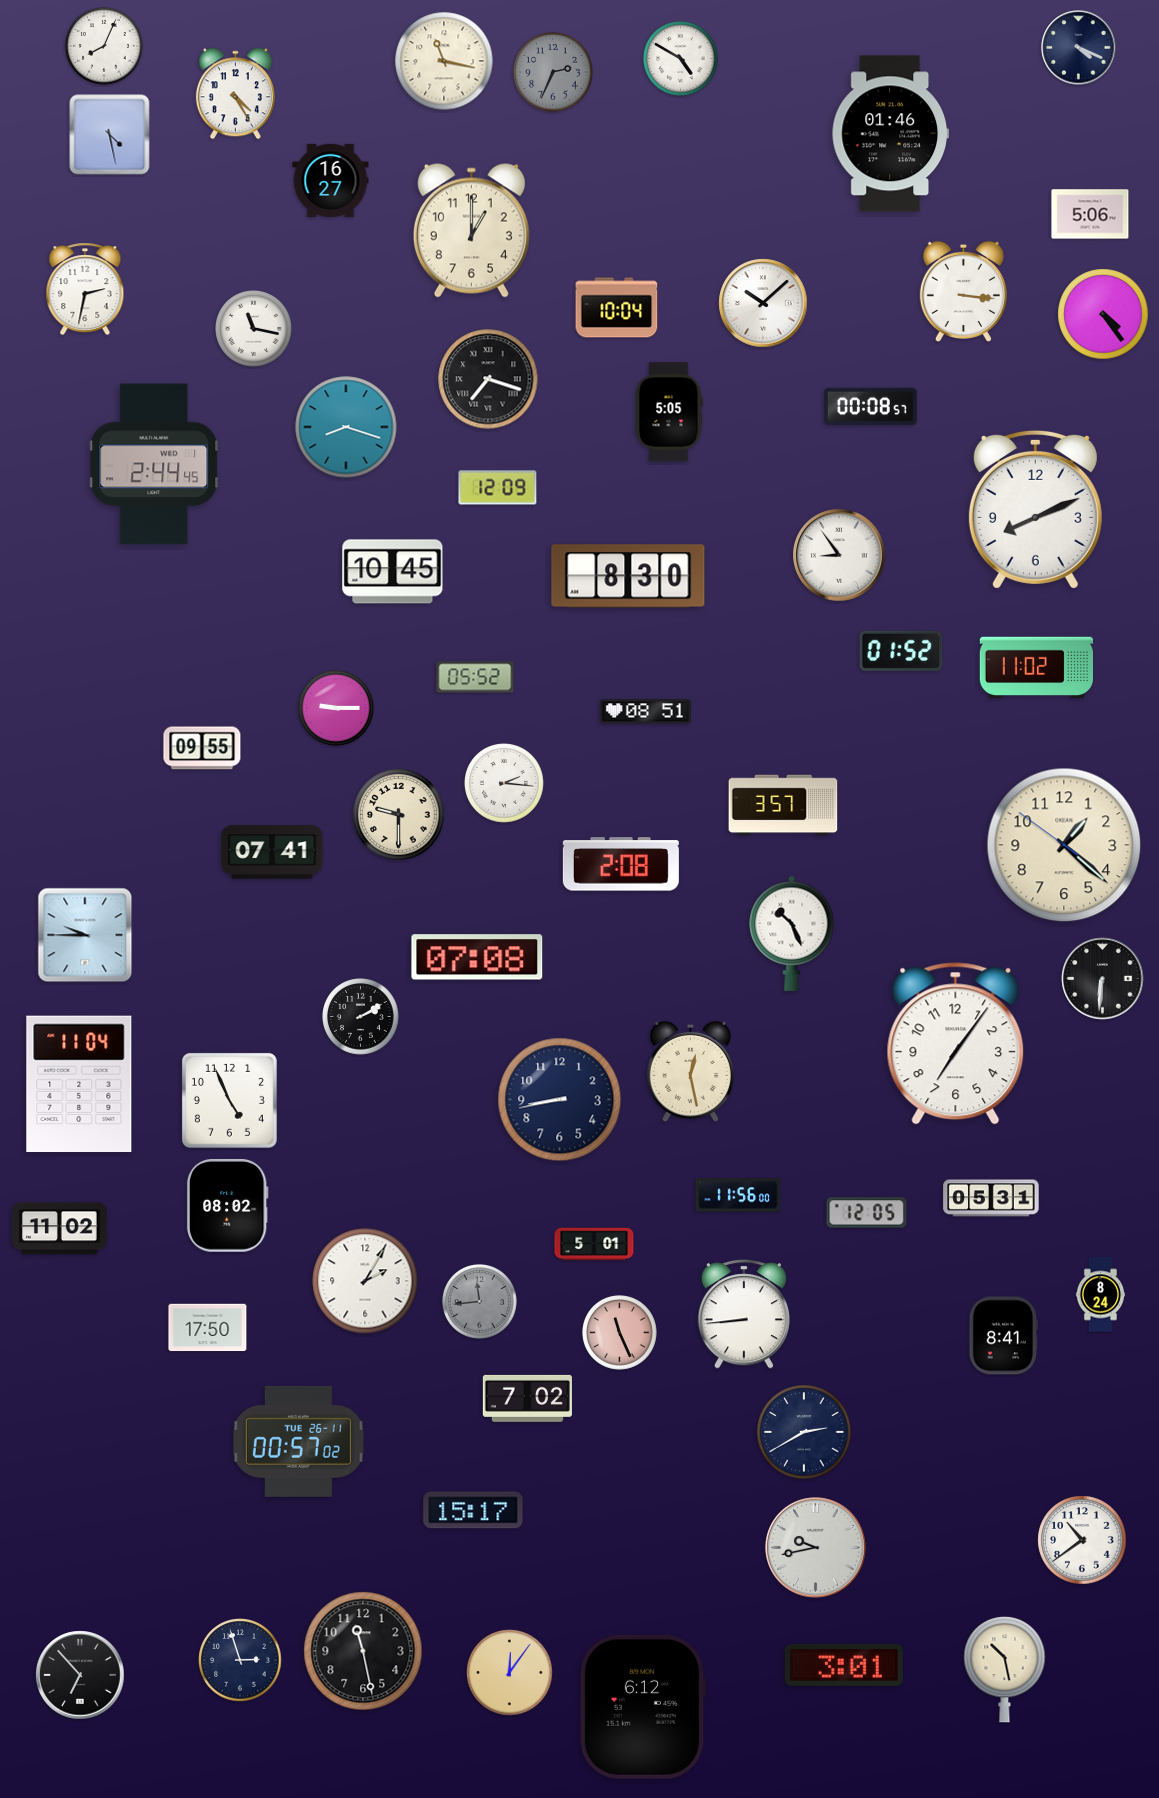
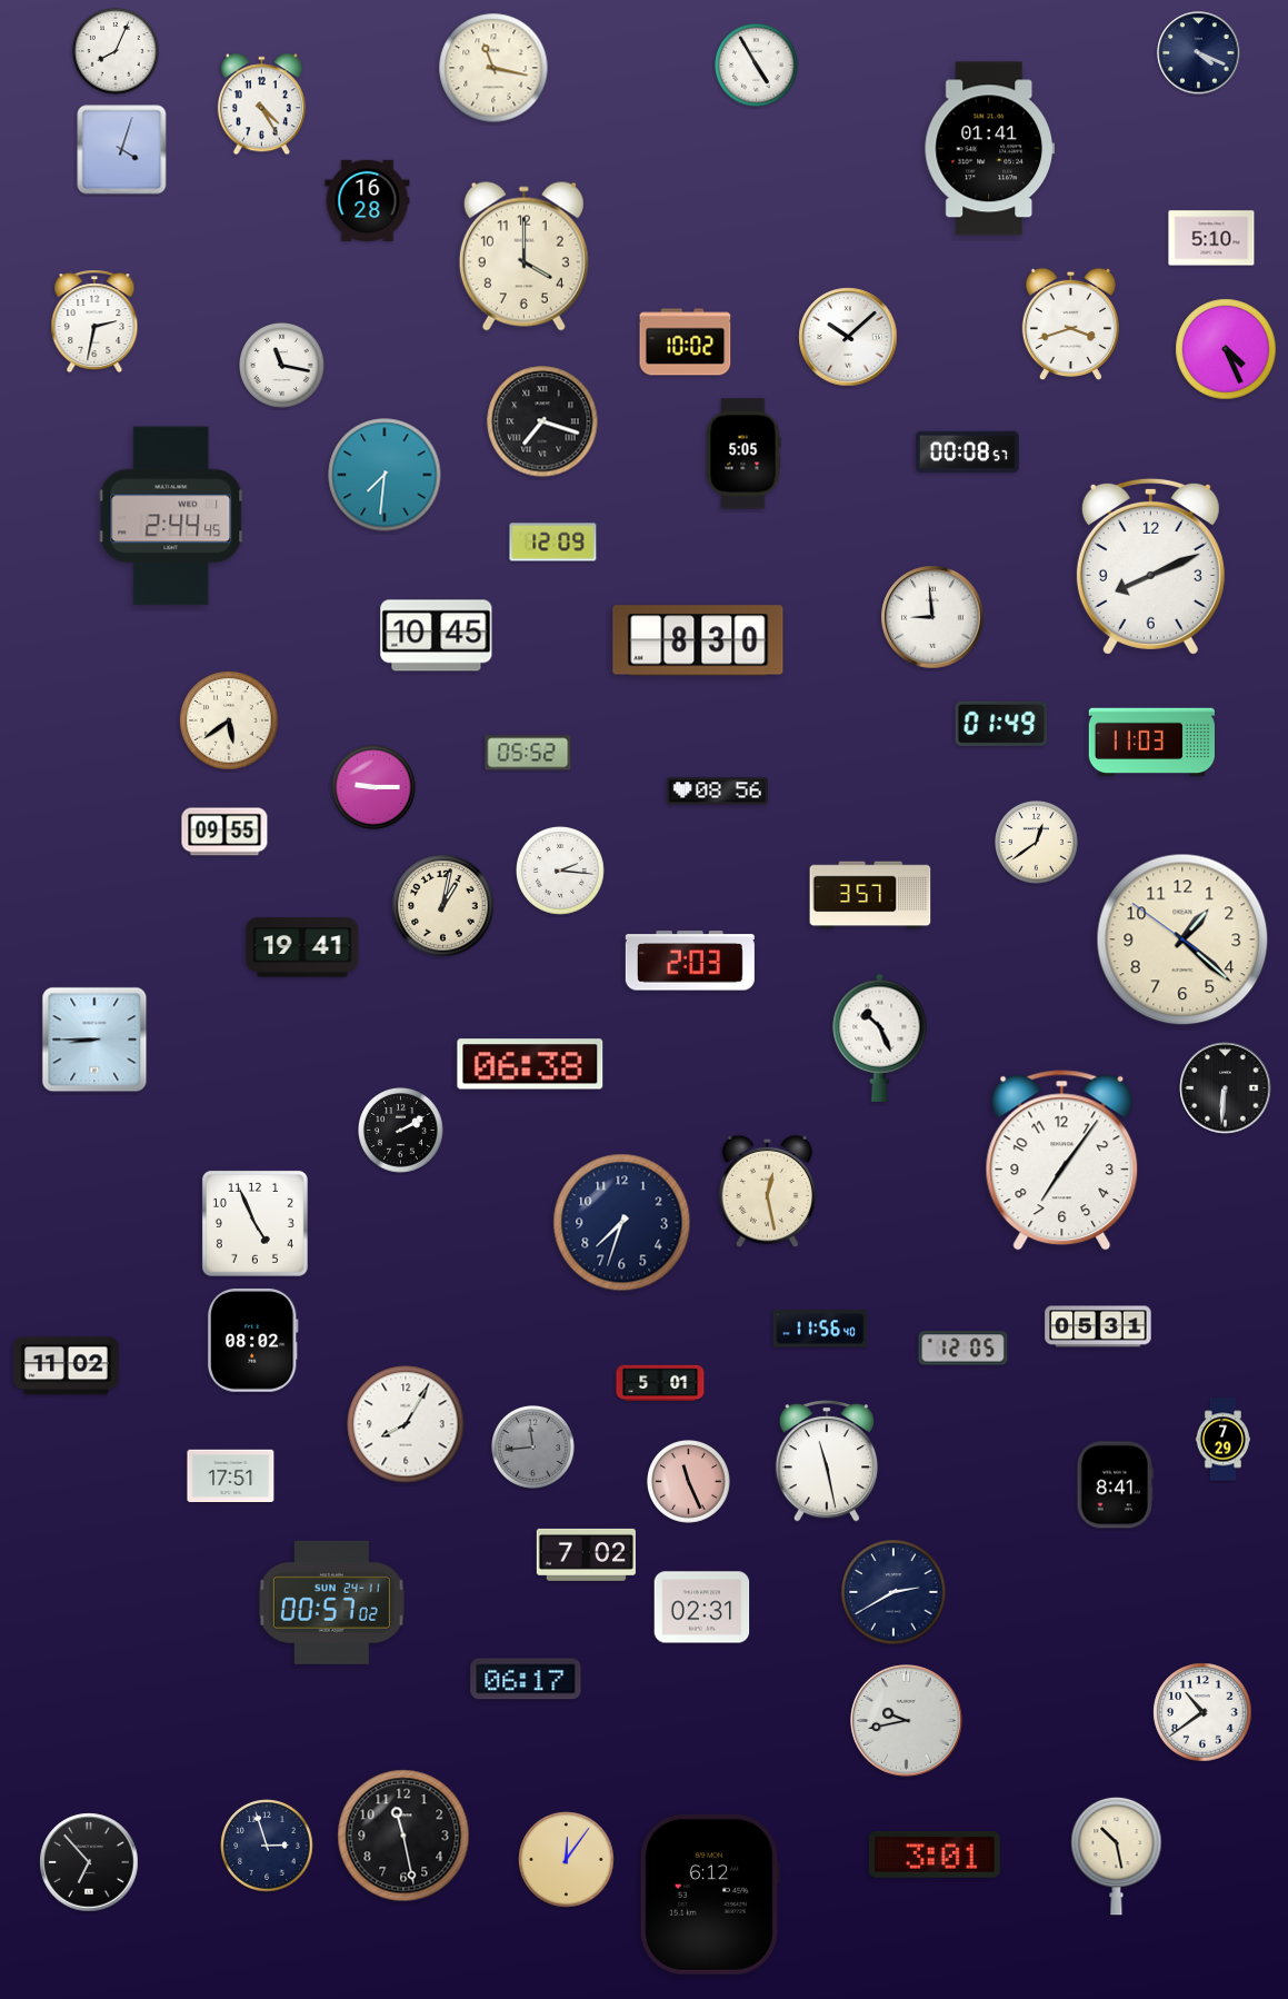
clock at (681, 59): 4:50 -> 4:55
clock at (553, 72): 2:34 -> none
clock at (890, 134): 01:46 -> 01:41
clock at (110, 135): 4:28 -> 4:03
clock at (331, 180): 16:27 -> 16:28
clock at (1090, 214): 5:06 -> 5:10
clock at (471, 230): 1:00 -> 4:00
clock at (963, 291): 3:16 -> 3:42
clock at (617, 308): 10:04 -> 10:02
clock at (1103, 314): 4:24 -> 4:26
clock at (669, 412) position: (669, 412) -> (743, 454)
clock at (346, 427): 8:18 -> 7:31
clock at (839, 555): 8:54 -> 8:59
clock at (229, 720): none -> 5:39
clock at (901, 651): 01:52 -> 01:49
clock at (1036, 668): 11:02 -> 11:03
clock at (645, 712): 08:51 -> 08:56
clock at (1037, 843): none -> 12:39
clock at (399, 815): 9:30 -> 1:02
clock at (272, 852): 07:41 -> 19:41
clock at (621, 864): 2:08 -> 2:03
clock at (85, 935): 9:45 -> 8:45
clock at (477, 957): 07:08 -> 06:38
clock at (79, 1084): 11:04 -> none
clock at (560, 1100): 8:43 -> 7:33
clock at (738, 1195): 11:56:00 -> 11:56:40
clock at (991, 1198) position: (991, 1198) -> (1098, 1326)
clock at (365, 1281): 2:05 -> 8:05
clock at (1100, 1295): 8:24 -> 7:29
clock at (744, 1314): 8:44 -> 11:28
clock at (208, 1328): 17:50 -> 17:51
clock at (298, 1441) date: TUE 26-11 -> SUN 24-11
clock at (702, 1608): none -> 02:31
clock at (473, 1510): 15:17 -> 06:17
clock at (844, 1665) position: (844, 1665) -> (935, 1854)
clock at (643, 1707) position: (643, 1707) -> (710, 1894)
